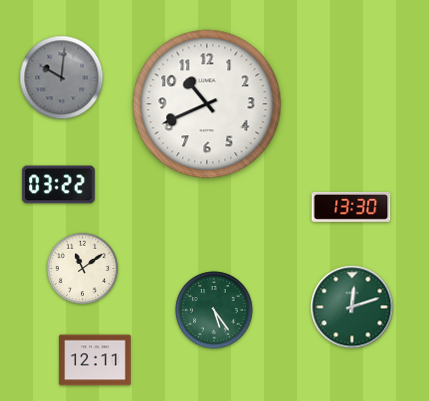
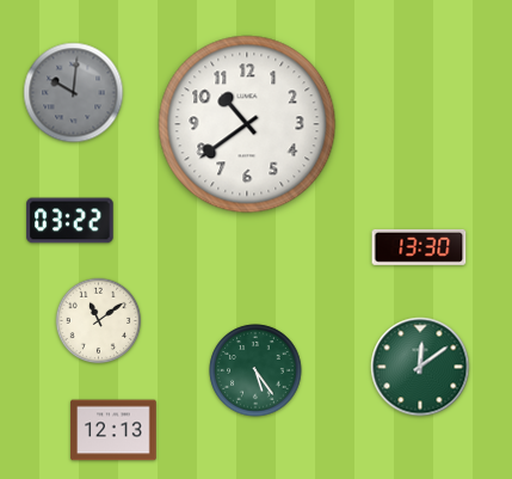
clock at (207, 104): 10:41 -> 10:39
clock at (352, 307): 12:12 -> 12:09
clock at (95, 360): 12:11 -> 12:13
